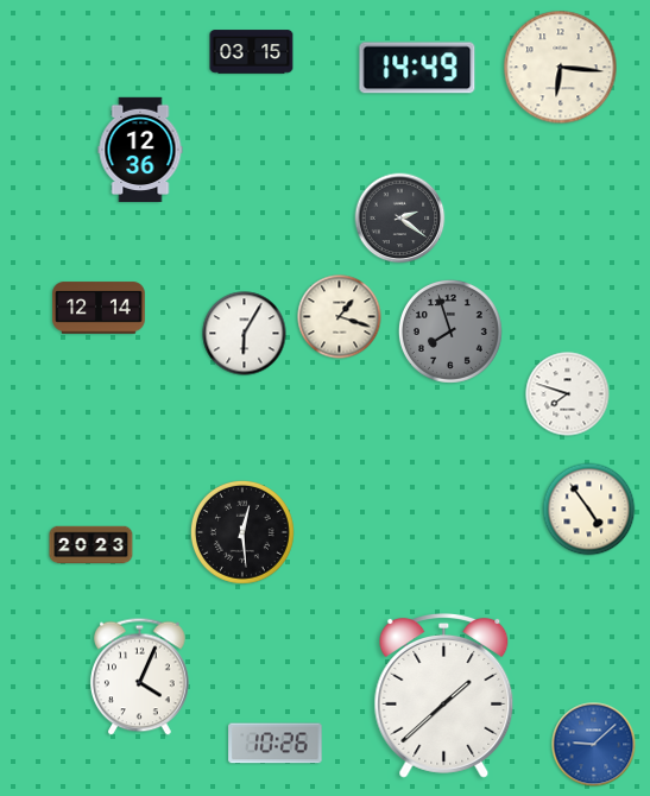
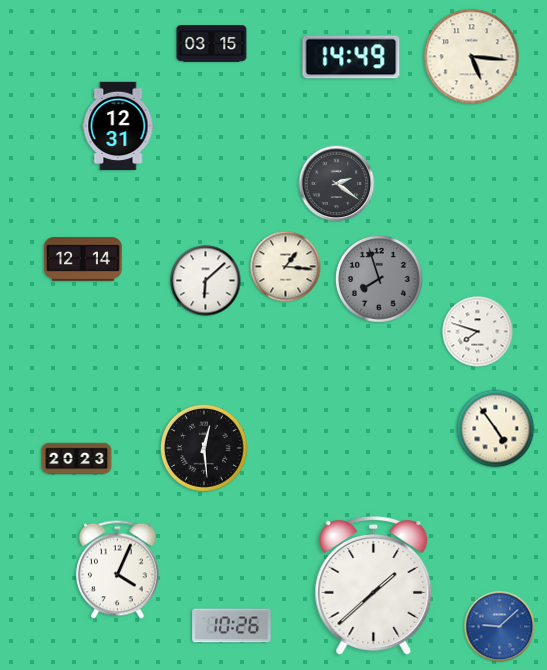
clock at (561, 68): 6:16 -> 5:16
clock at (140, 150): 12:36 -> 12:31
clock at (340, 317): 1:18 -> 1:16
clock at (245, 334): 6:05 -> 6:08
